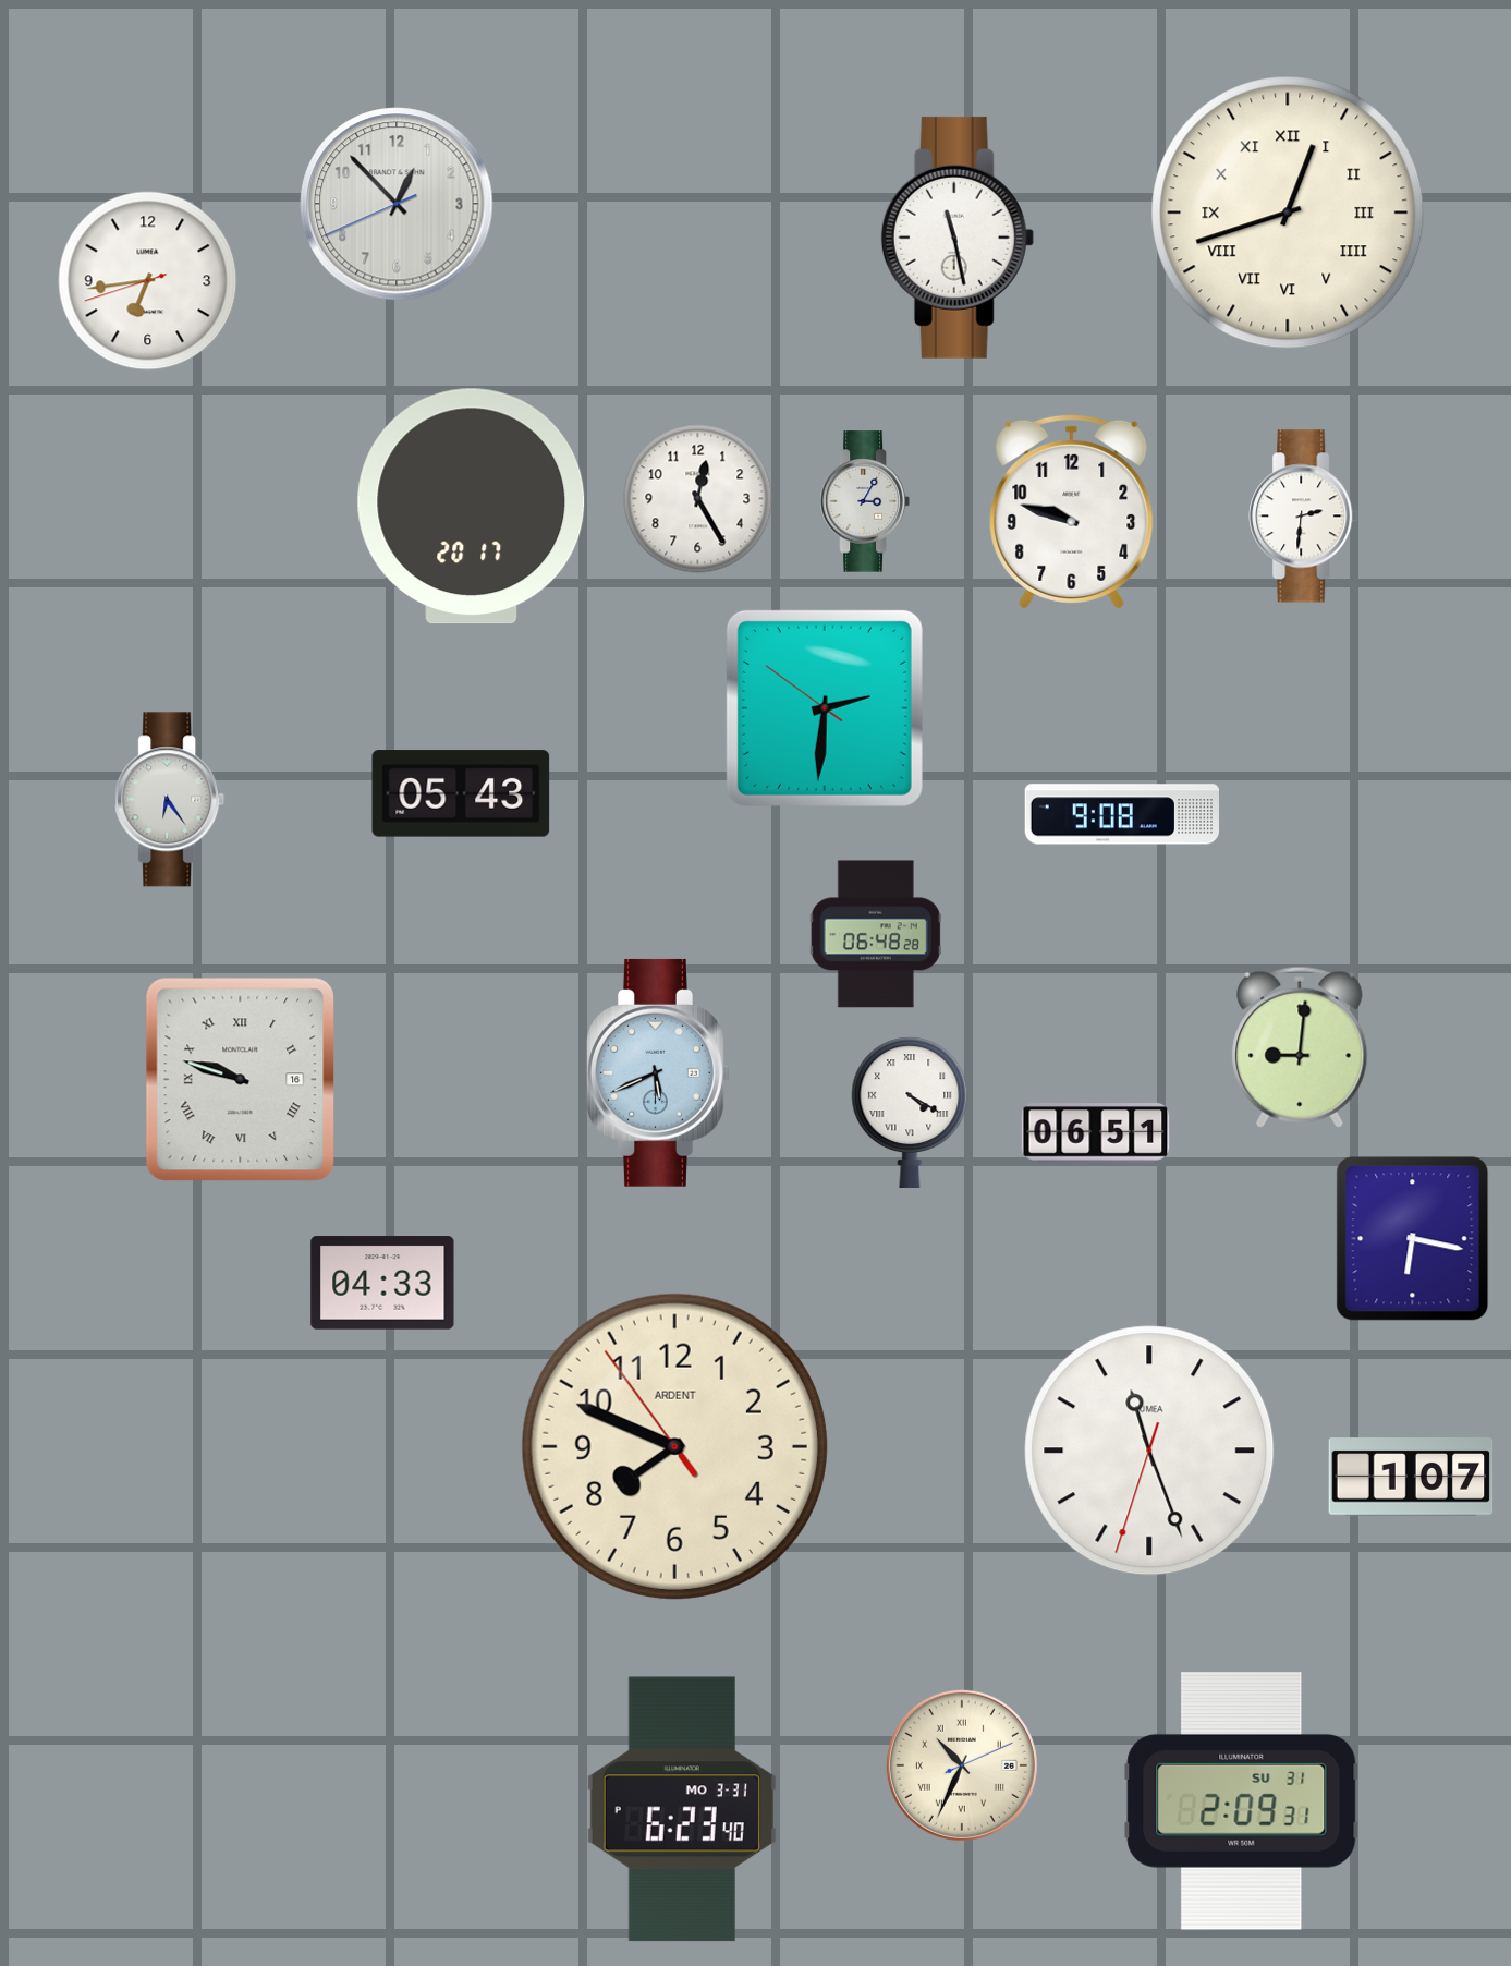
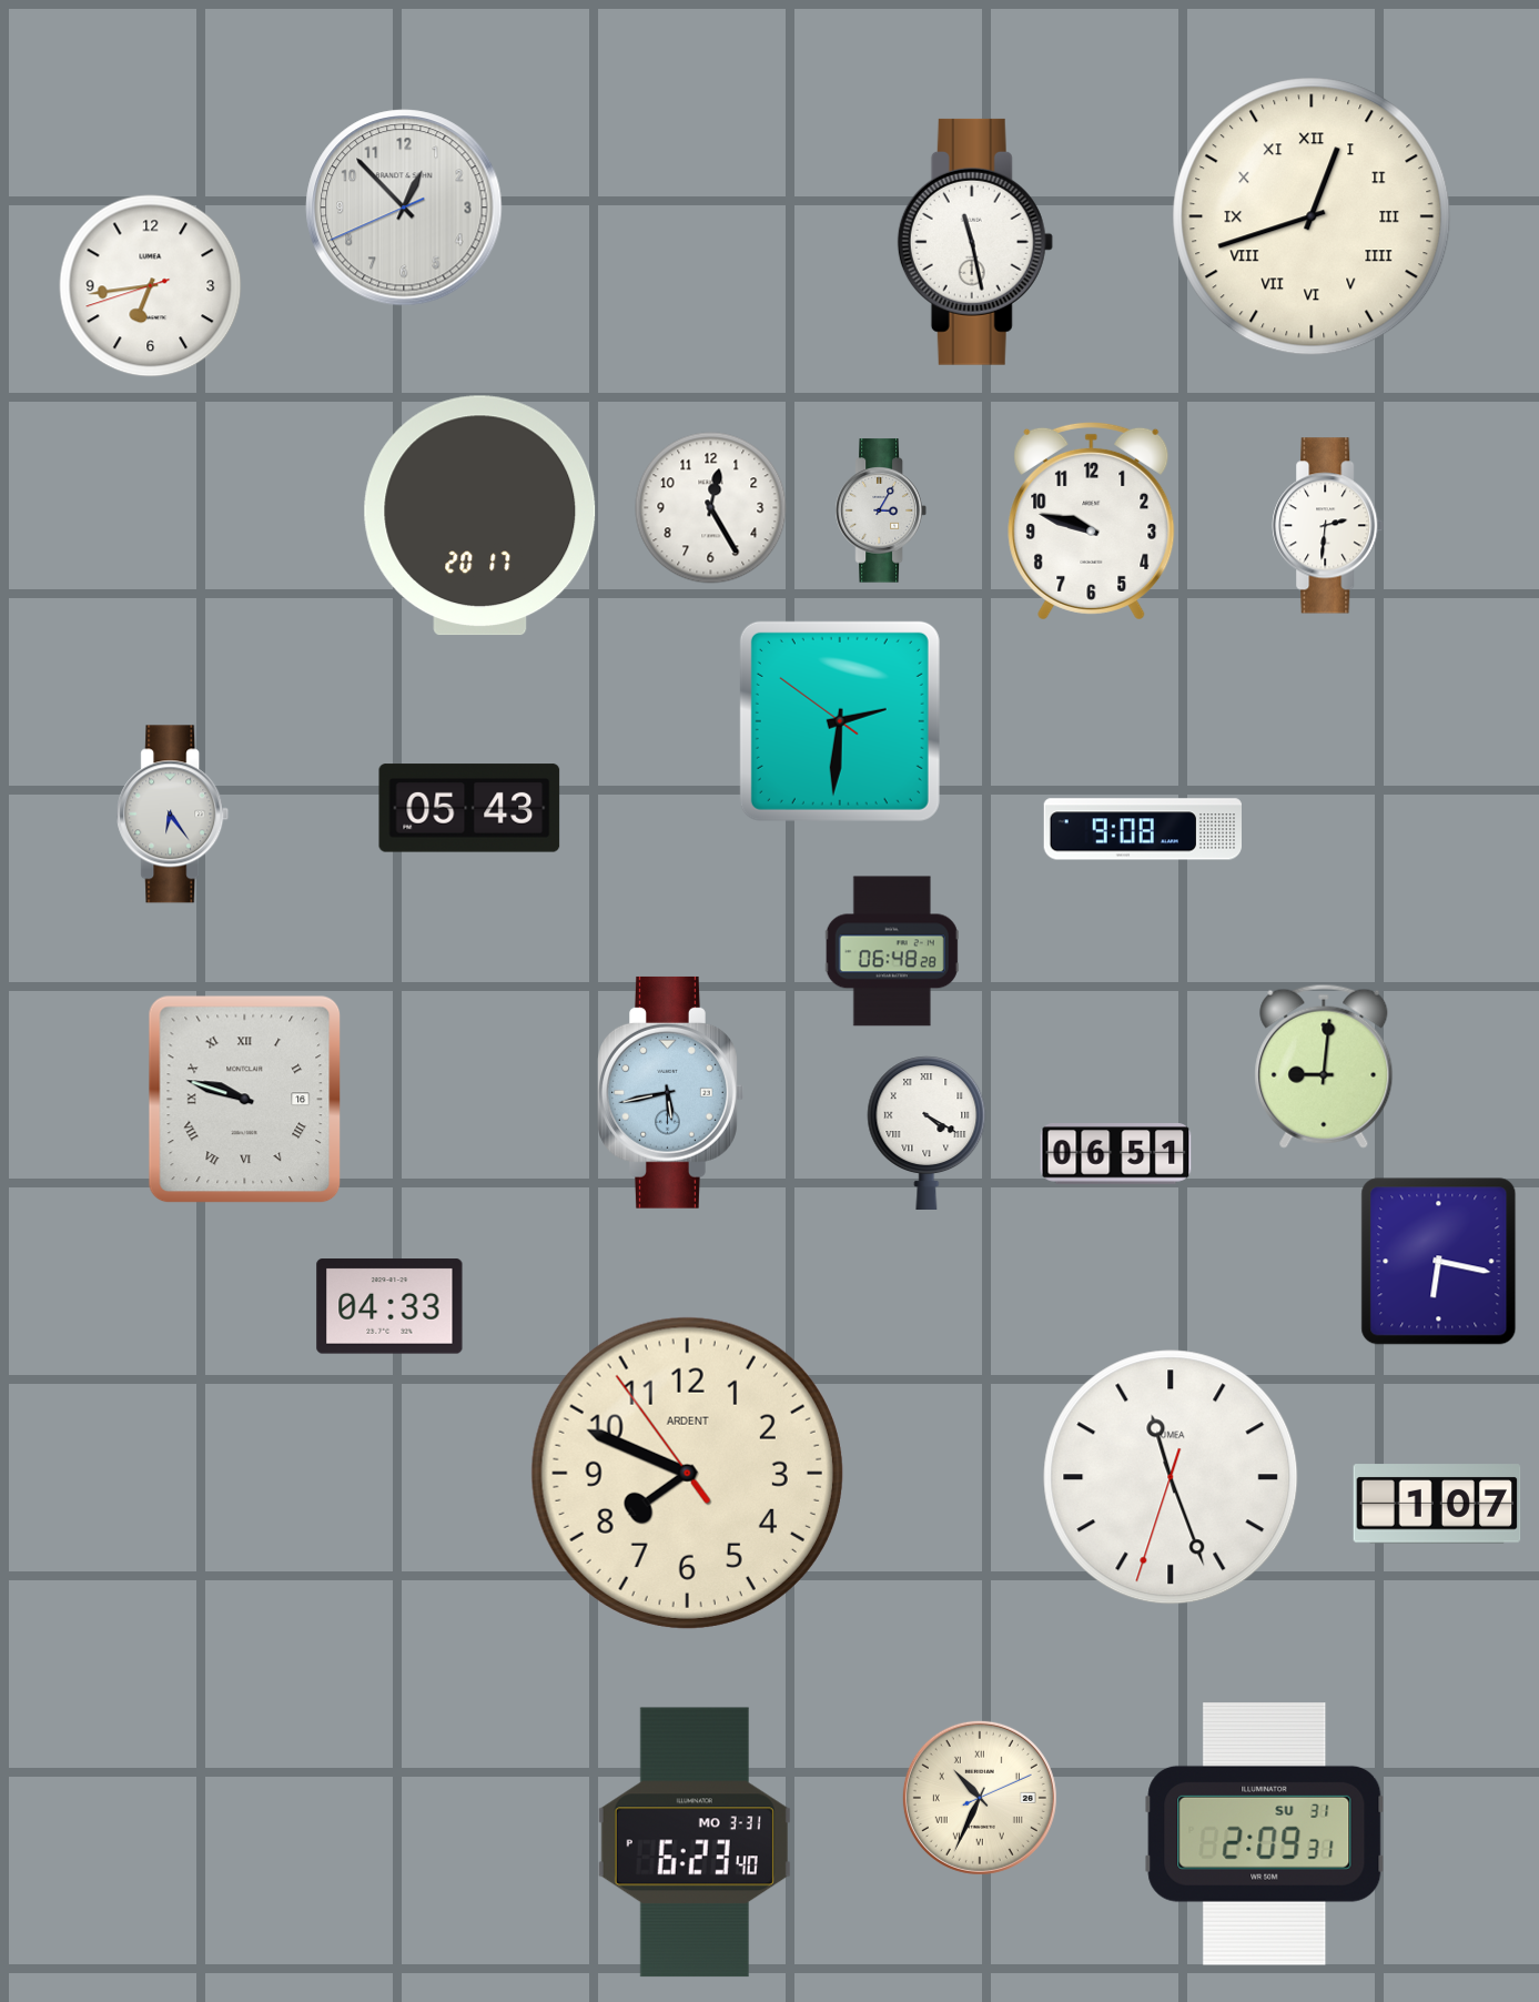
clock at (659, 1072): 5:41 -> 5:43
